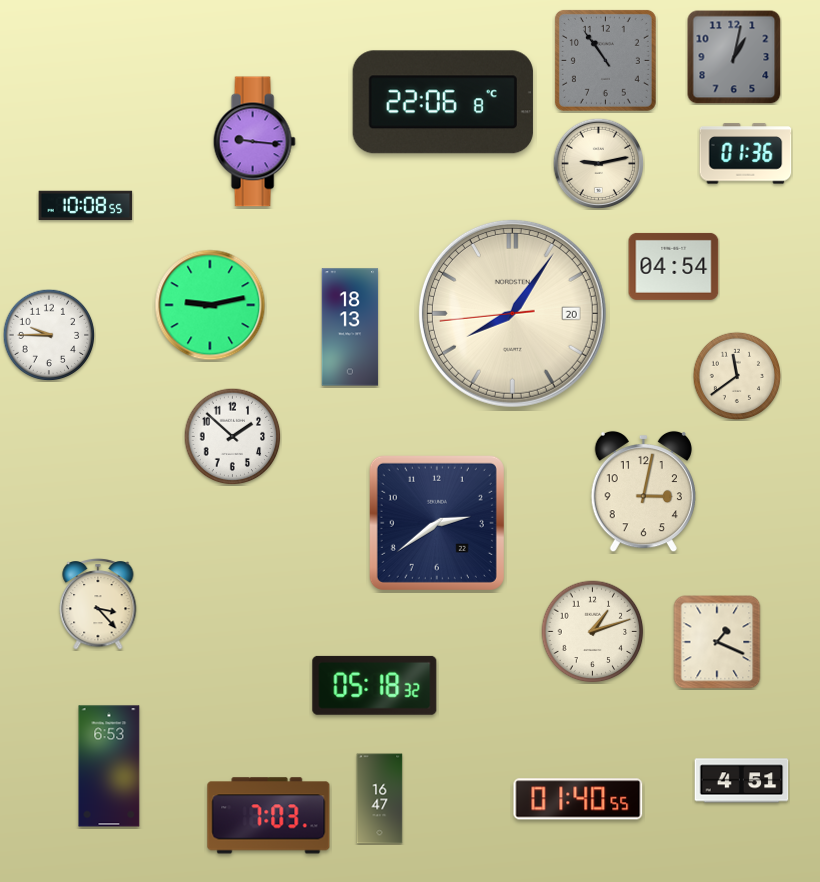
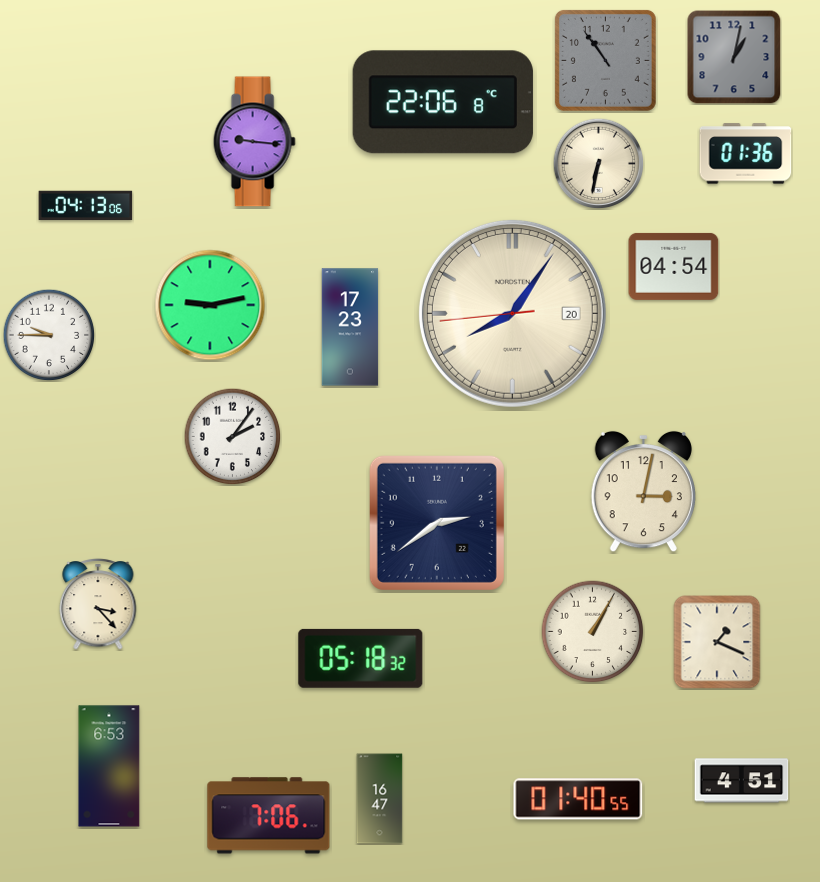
clock at (598, 163): 9:13 -> 6:32
clock at (86, 205): 10:08 -> 04:13
clock at (350, 327): 18:13 -> 17:23
clock at (736, 375): 11:39 -> none
clock at (232, 436): 1:52 -> 2:06
clock at (593, 632): 1:12 -> 1:05
clock at (375, 685) position: (375, 685) -> (361, 658)
clock at (269, 816): 7:03 -> 7:06
